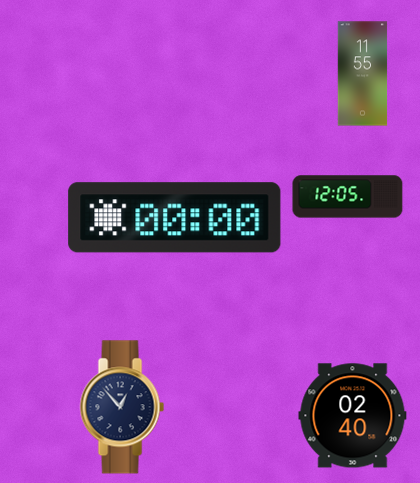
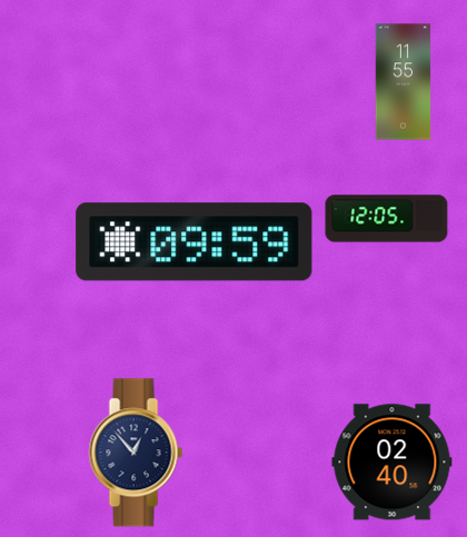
clock at (175, 218): 00:00 -> 09:59
